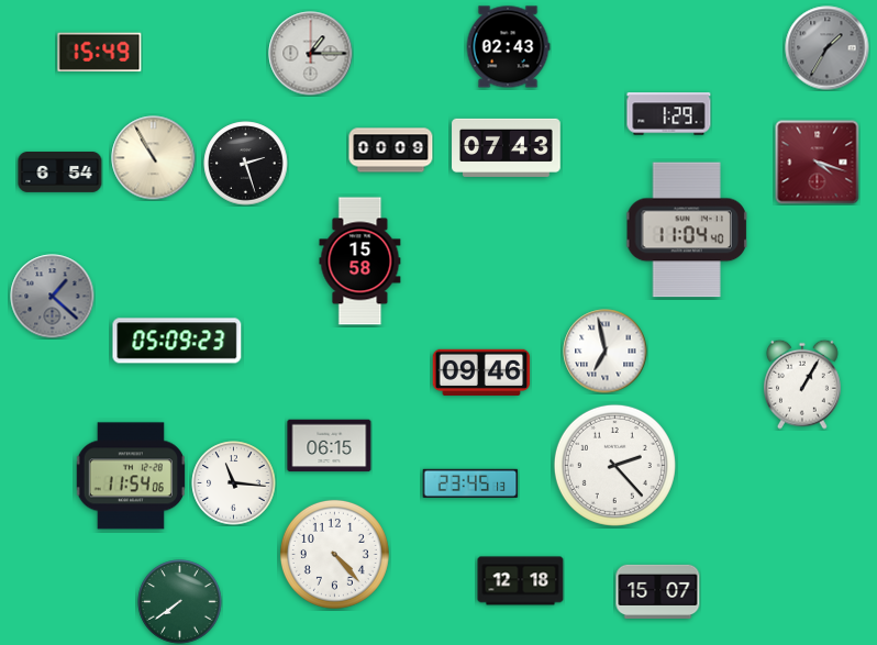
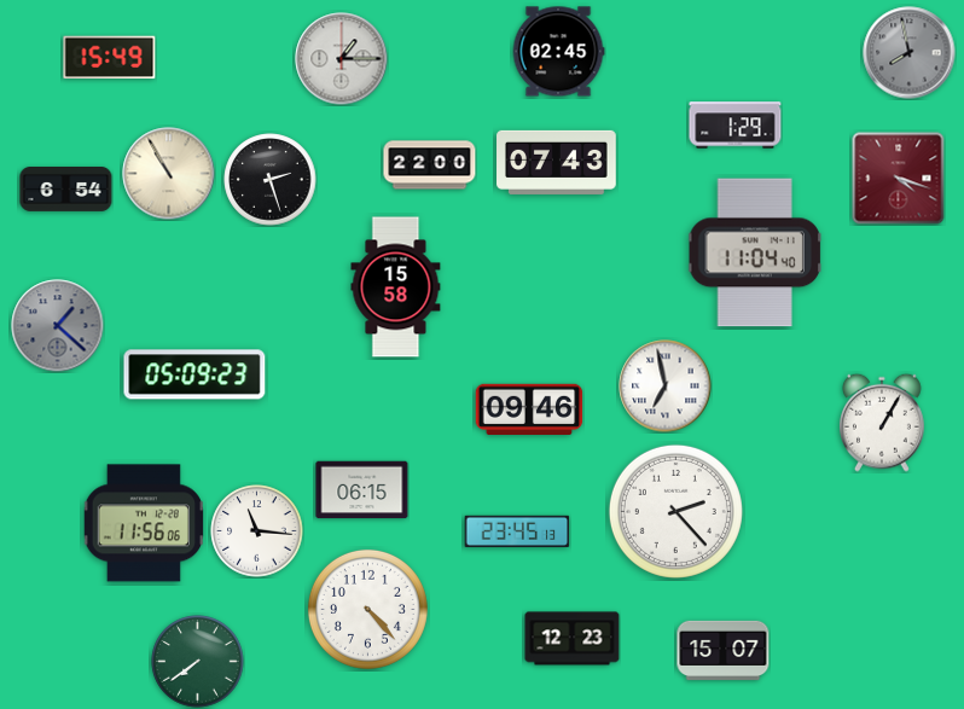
clock at (508, 47): 02:43 -> 02:45
clock at (828, 48): 1:35 -> 7:58
clock at (391, 151): 00:09 -> 22:00
clock at (131, 476): 11:54 -> 11:56
clock at (521, 581): 12:18 -> 12:23
